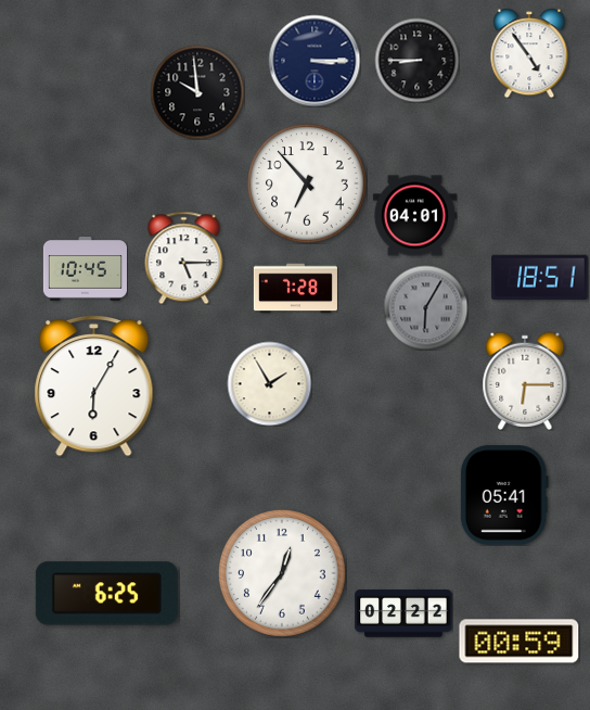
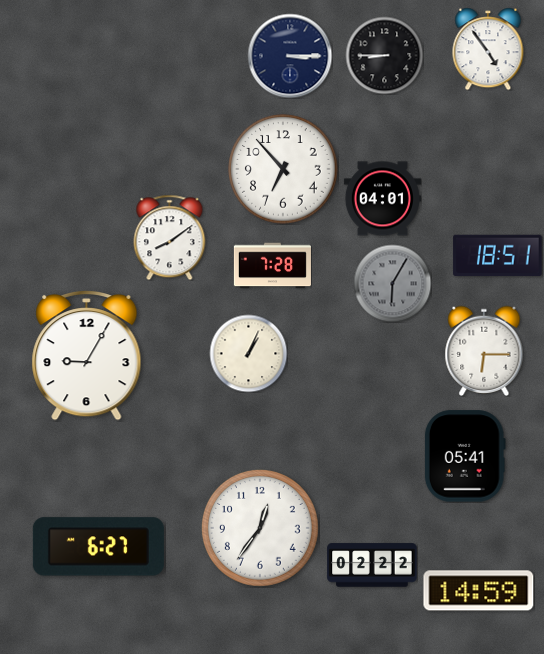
clock at (197, 92): 9:59 -> none
clock at (184, 257): 5:15 -> 8:09
clock at (85, 269): 10:45 -> none
clock at (269, 383): 1:55 -> 1:04
clock at (94, 385): 6:05 -> 9:05
clock at (106, 594): 6:25 -> 6:27
clock at (520, 642): 00:59 -> 14:59
